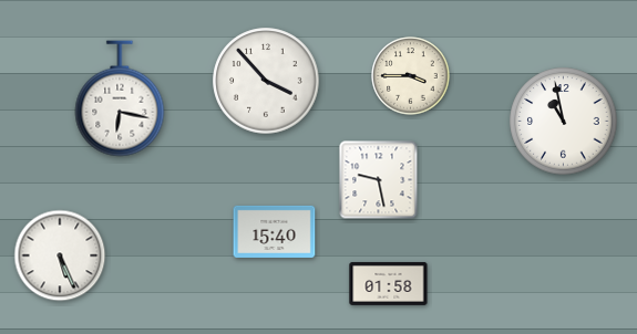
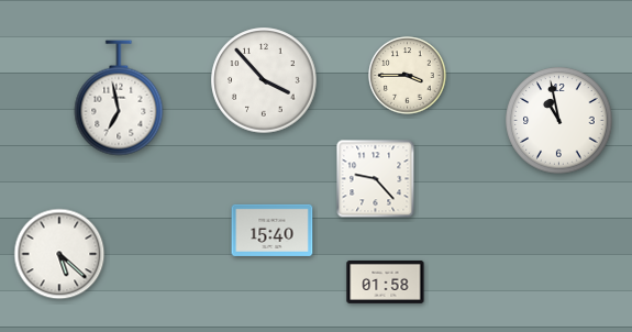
clock at (120, 98): 6:17 -> 6:58
clock at (379, 180): 9:28 -> 9:23
clock at (60, 255): 5:26 -> 5:22
